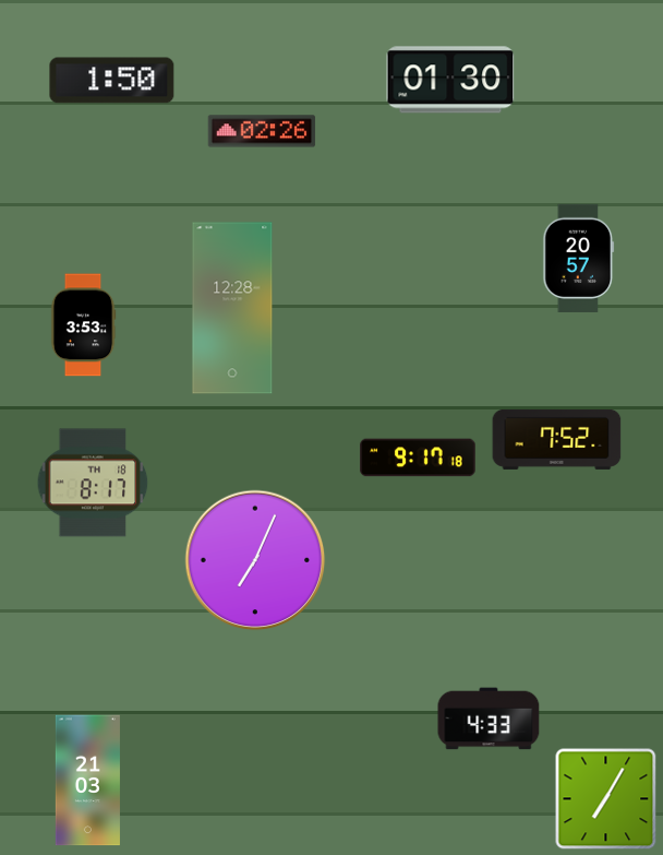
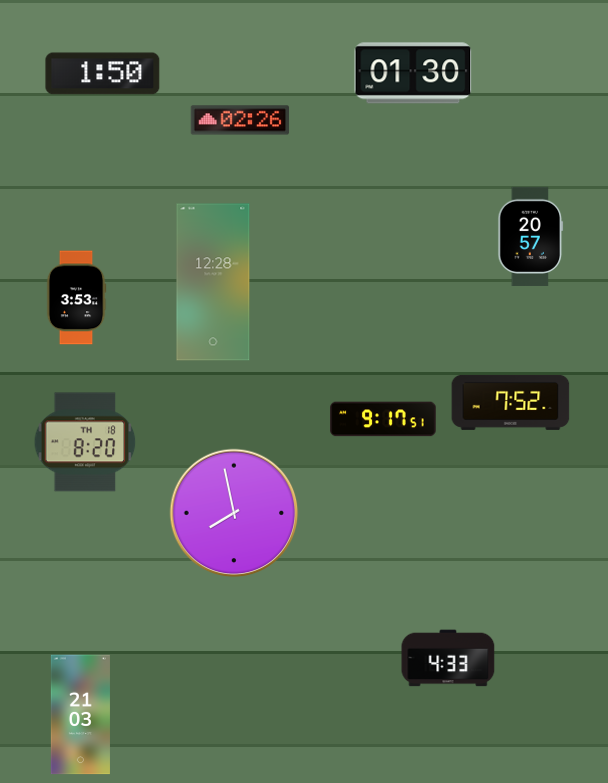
clock at (418, 458): 9:17:18 -> 9:17:51
clock at (93, 483): 8:17 -> 8:20
clock at (255, 560): 7:04 -> 7:58
clock at (606, 799): 7:05 -> none
